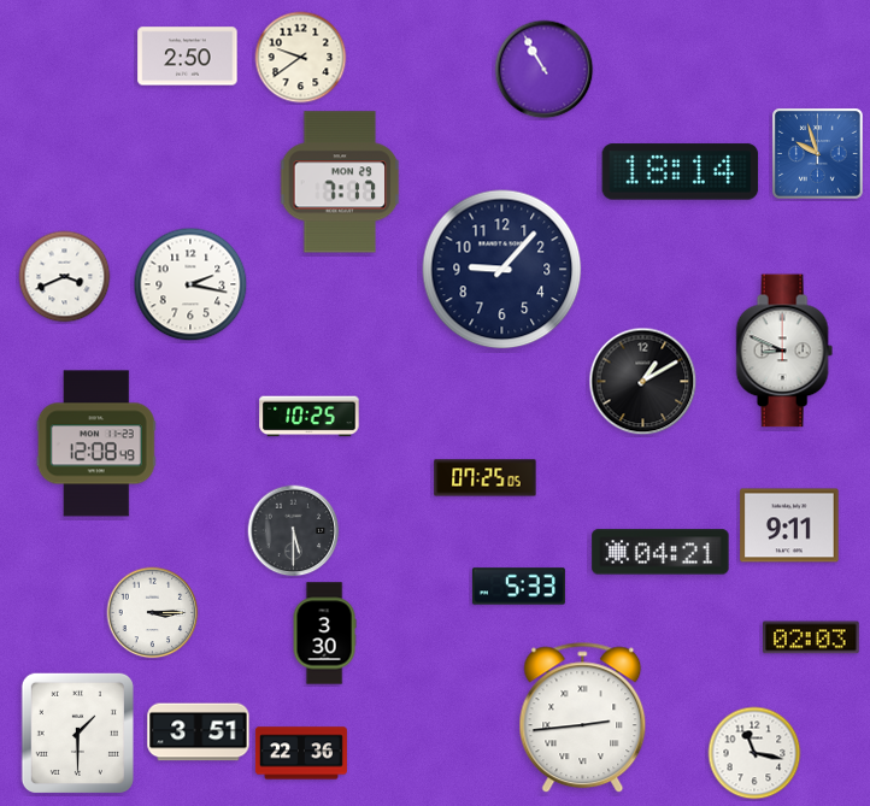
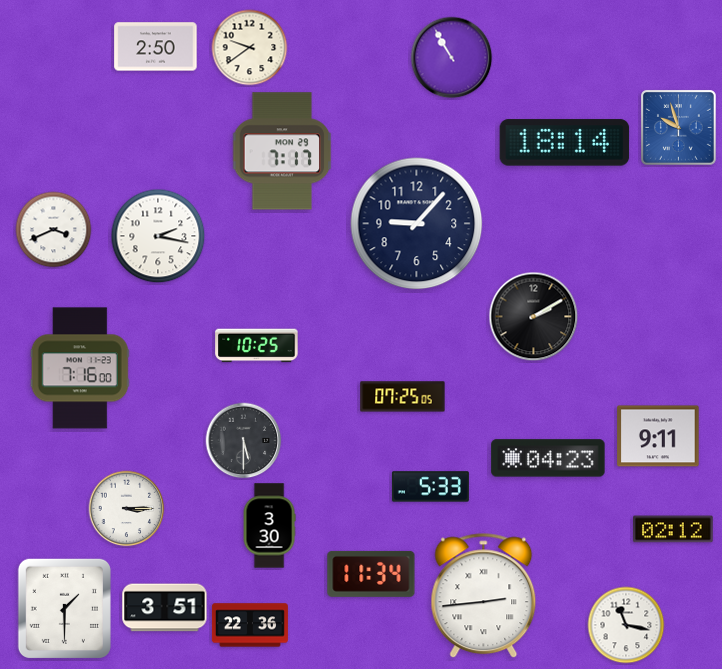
clock at (784, 351): 8:49 -> none
clock at (643, 382): 1:10 -> 2:10
clock at (96, 443): 12:08 -> 7:16
clock at (789, 525) position: (789, 525) -> (658, 436)
clock at (660, 552): 04:21 -> 04:23
clock at (811, 637): 02:03 -> 02:12
clock at (371, 574): none -> 11:34
